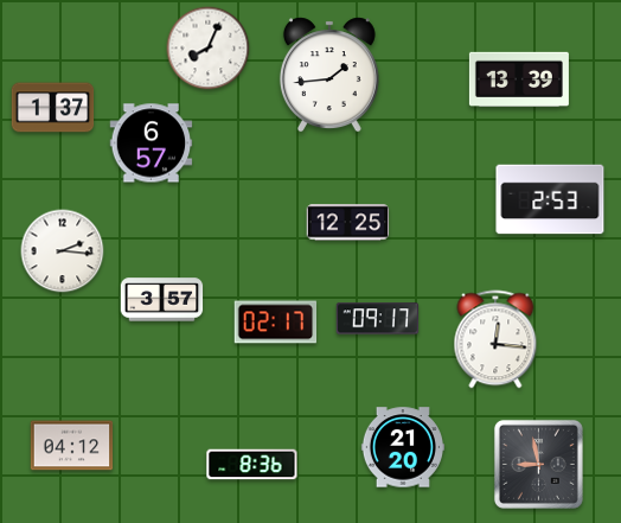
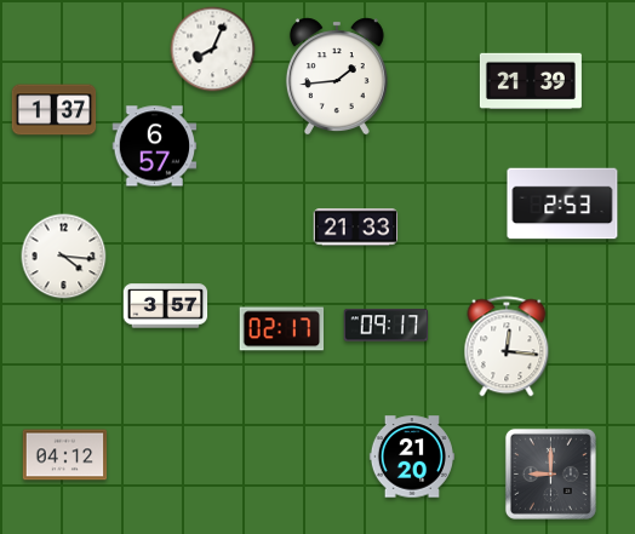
clock at (519, 78): 13:39 -> 21:39
clock at (348, 223): 12:25 -> 21:33
clock at (63, 251): 2:16 -> 4:16
clock at (72, 446) position: (72, 446) -> (65, 455)
clock at (538, 464): 8:58 -> 9:00
clock at (252, 465): 8:36 -> none
